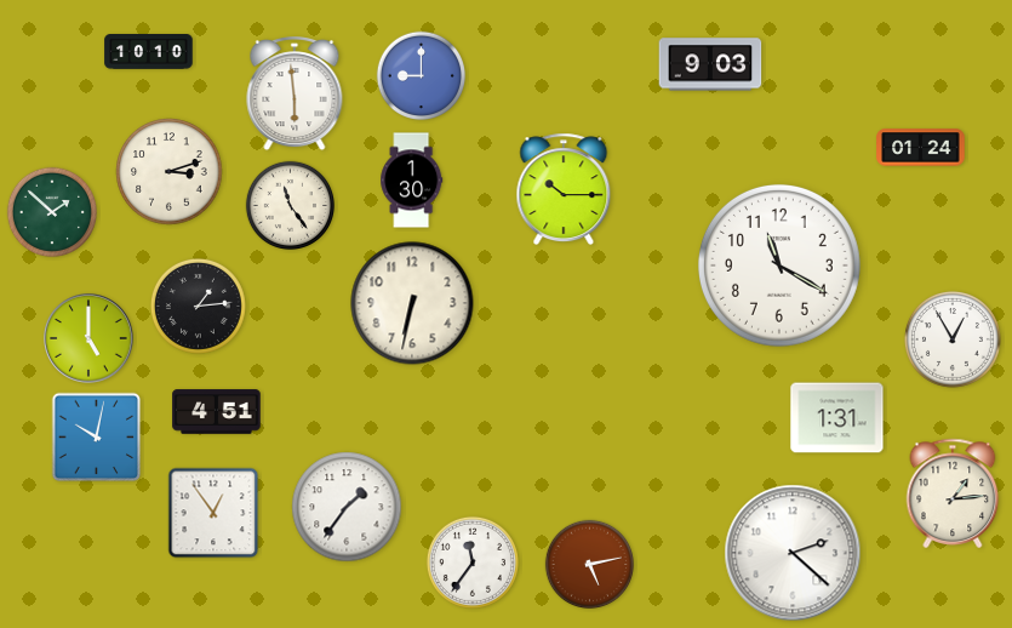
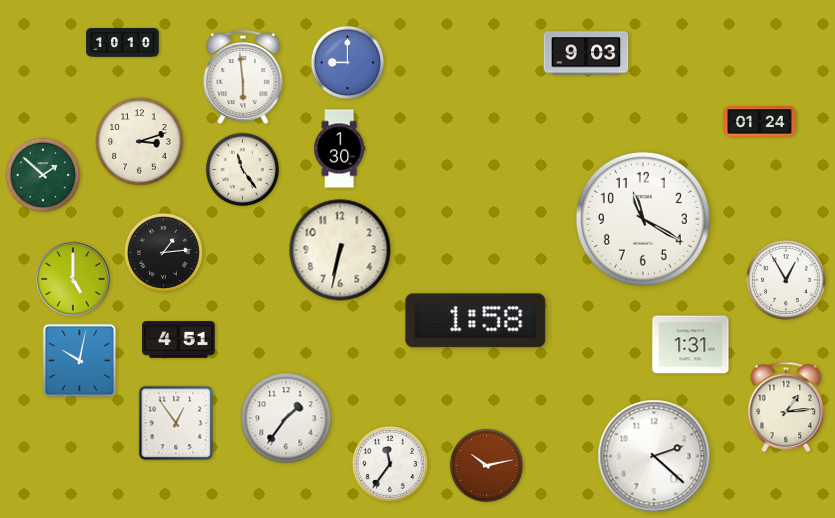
clock at (564, 189): 10:15 -> none
clock at (290, 205) position: (290, 205) -> (242, 169)
clock at (476, 321): none -> 1:58
clock at (589, 564): 5:13 -> 10:13
